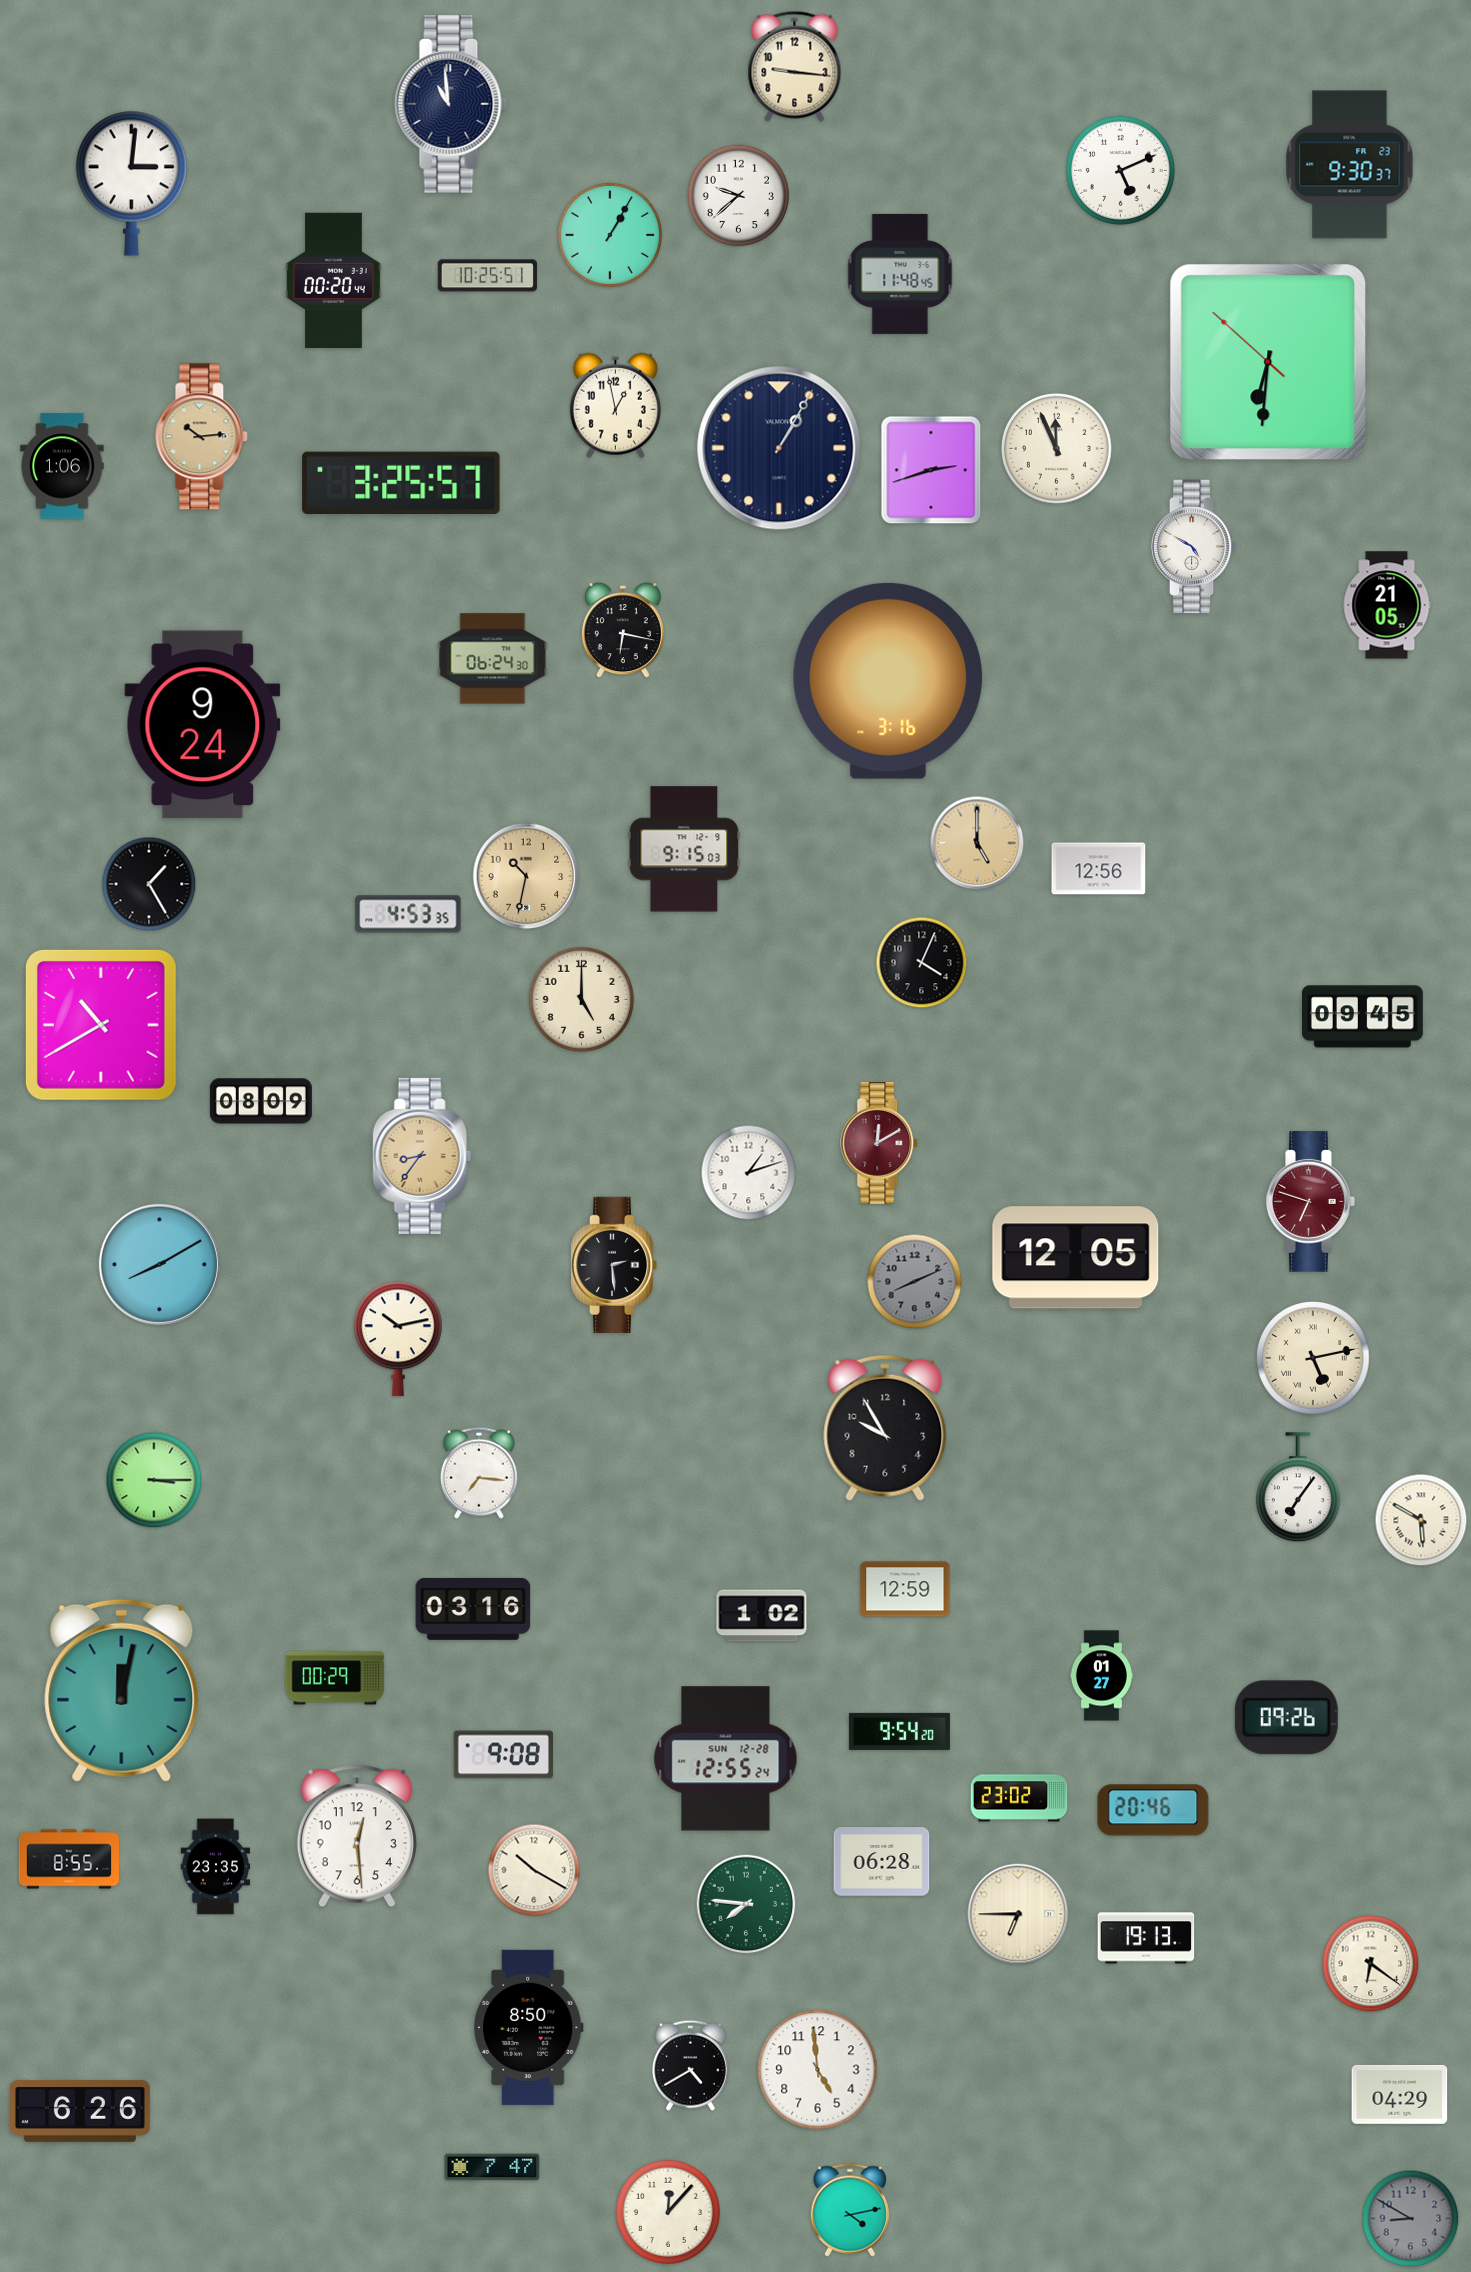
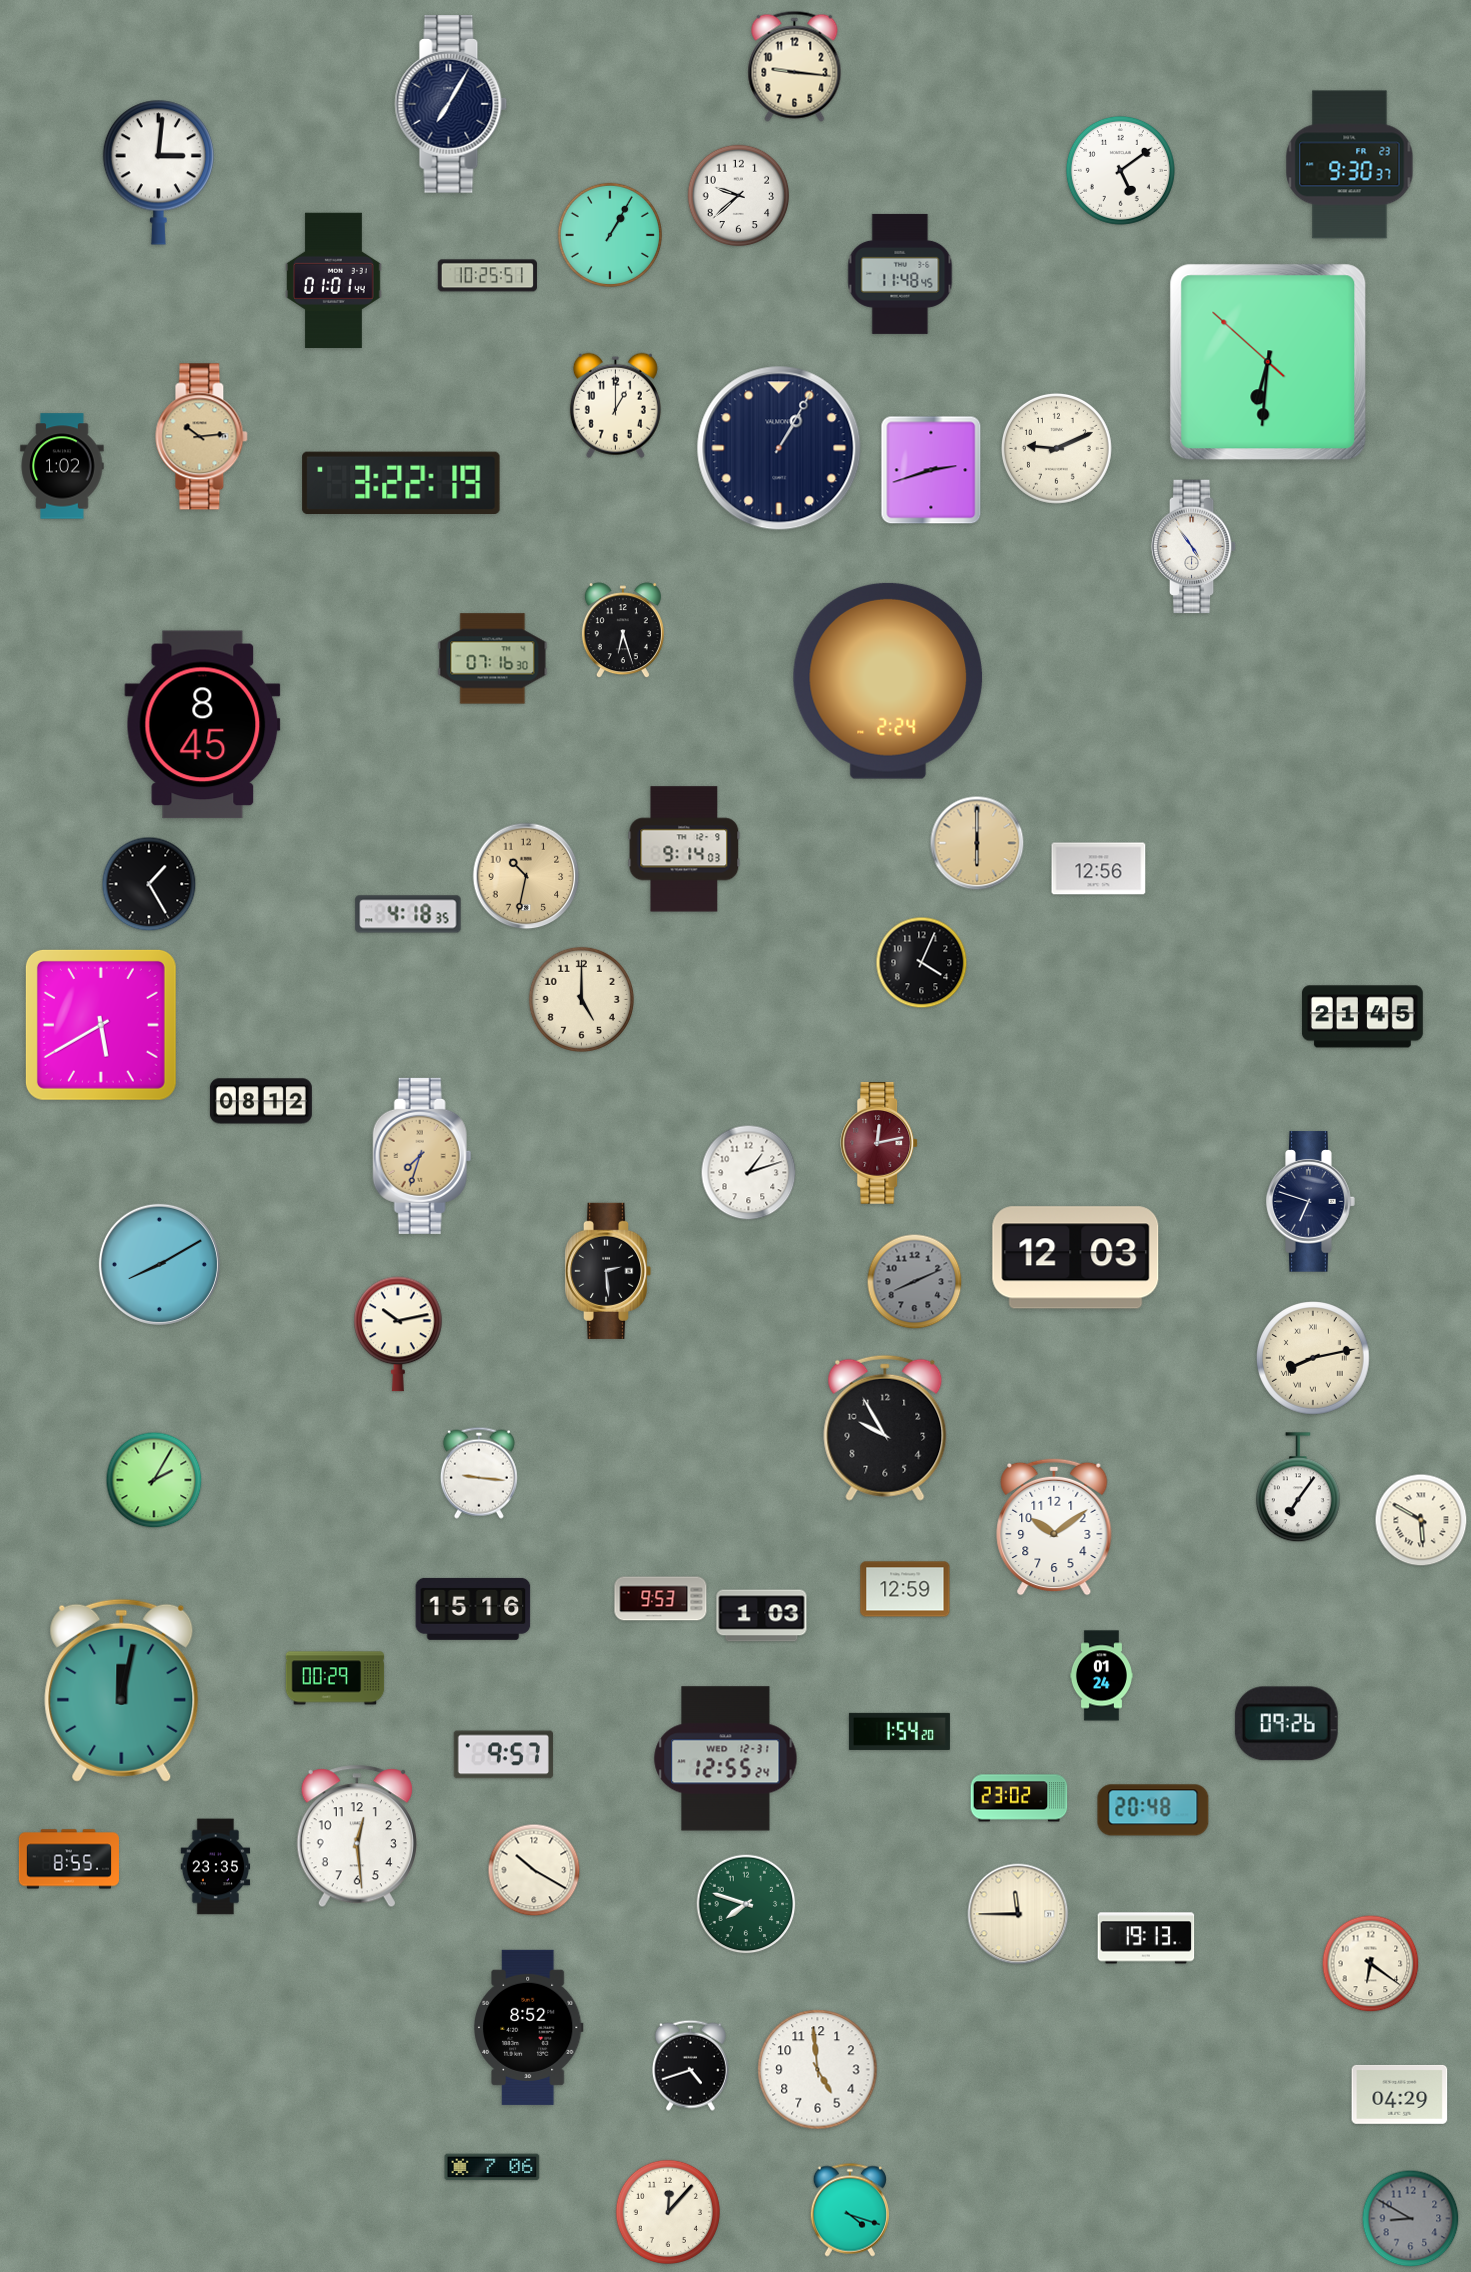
clock at (451, 105): 10:59 -> 7:05
clock at (1120, 170): 5:11 -> 5:09
clock at (131, 183) position: (131, 183) -> (158, 172)
clock at (334, 281): 00:20 -> 01:01
clock at (615, 405): 12:58 -> 1:00
clock at (1056, 448): 11:56 -> 9:11
clock at (62, 466): 1:06 -> 1:02
clock at (401, 483): 3:25 -> 3:22
clock at (1194, 547): 4:50 -> 4:54
clock at (1387, 605): 21:05 -> none
clock at (623, 631): 6:17 -> 6:27
clock at (493, 659): 06:24 -> 07:16
clock at (888, 681): 3:16 -> 2:24
clock at (203, 725): 9:24 -> 8:45
clock at (977, 843): 5:00 -> 6:00
clock at (684, 849): 9:15 -> 9:14
clock at (408, 914): 4:53 -> 4:18
clock at (1362, 1017): 09:45 -> 21:45
clock at (101, 1025): 10:40 -> 5:40
clock at (261, 1101): 08:09 -> 08:12
clock at (880, 1143): 12:10 -> 12:13
clock at (422, 1156): 8:36 -> 7:33
clock at (1311, 1202) dial: burgundy -> navy
clock at (1076, 1258): 12:05 -> 12:03
clock at (614, 1265) position: (614, 1265) -> (608, 1271)
clock at (399, 1339) position: (399, 1339) -> (399, 1334)
clock at (1314, 1359): 5:13 -> 8:13
clock at (479, 1473): 7:16 -> 9:16
clock at (154, 1480): 3:15 -> 2:05
clock at (1054, 1527): none -> 10:09
clock at (661, 1599): none -> 9:53
clock at (473, 1609): 03:16 -> 15:16
clock at (762, 1616): 1:02 -> 1:03
clock at (1101, 1676): 01:27 -> 01:24
clock at (1286, 1718) position: (1286, 1718) -> (1286, 1724)
clock at (899, 1731): 9:54 -> 1:54
clock at (503, 1755): 9:08 -> 9:57
clock at (726, 1759) date: SUN 12-28 -> WED 12-31
clock at (1153, 1810): 20:46 -> 20:48
clock at (882, 1862): 06:28 -> none
clock at (746, 1904): 7:46 -> 7:48
clock at (1018, 1914): 6:45 -> 11:45
clock at (528, 2027): 8:50 -> 8:52
clock at (690, 2065): 4:40 -> 4:42
clock at (81, 2111): 6:26 -> none
clock at (492, 2167): 7:47 -> 7:06
clock at (850, 2210): 4:13 -> 4:18
